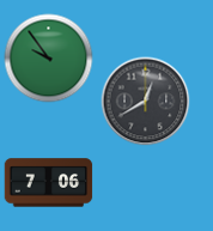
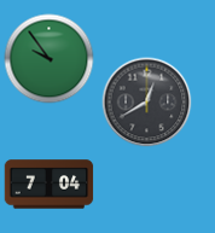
clock at (49, 183): 7:06 -> 7:04
